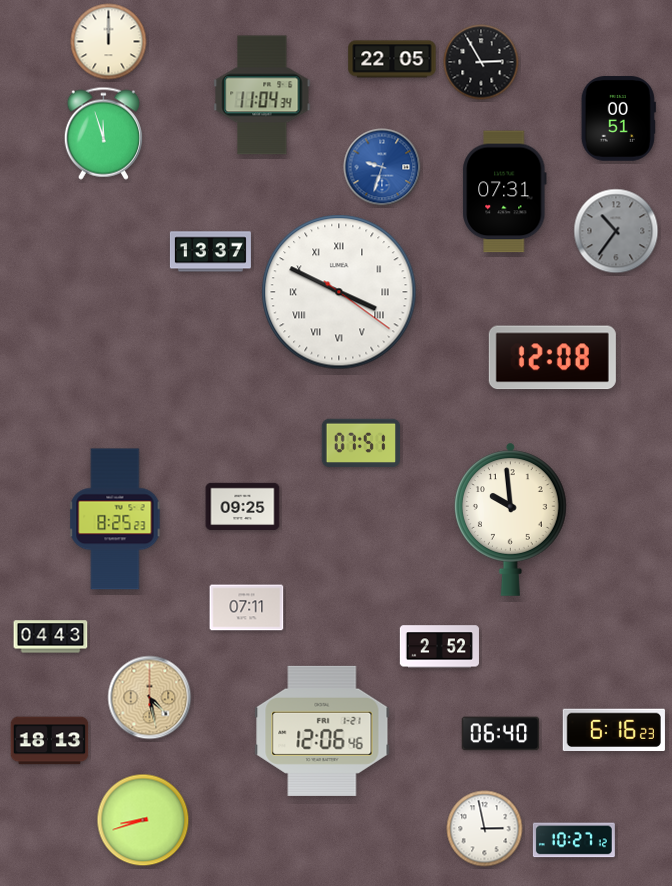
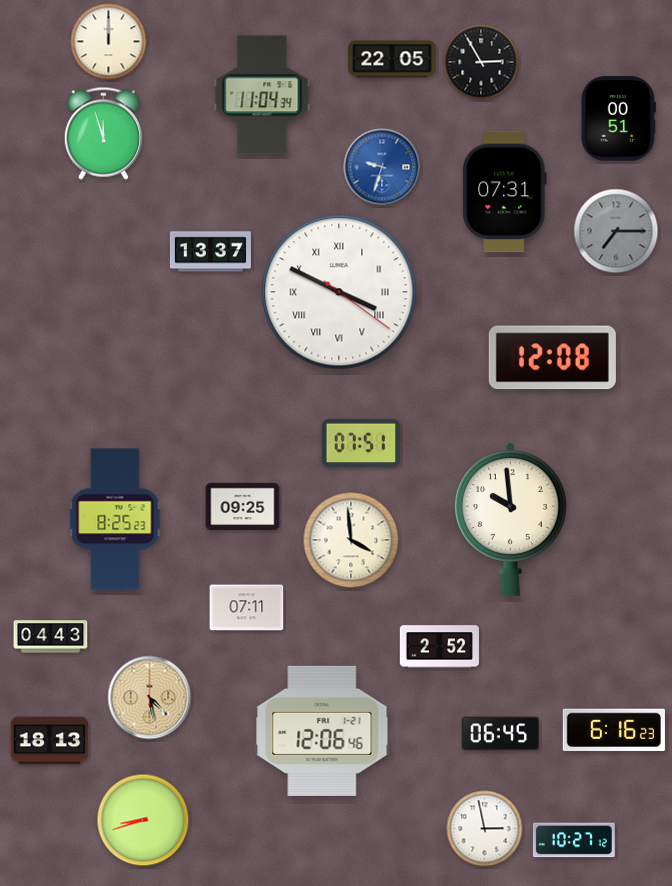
clock at (616, 231): 10:36 -> 7:15
clock at (351, 540): none -> 3:59
clock at (501, 734): 06:40 -> 06:45
